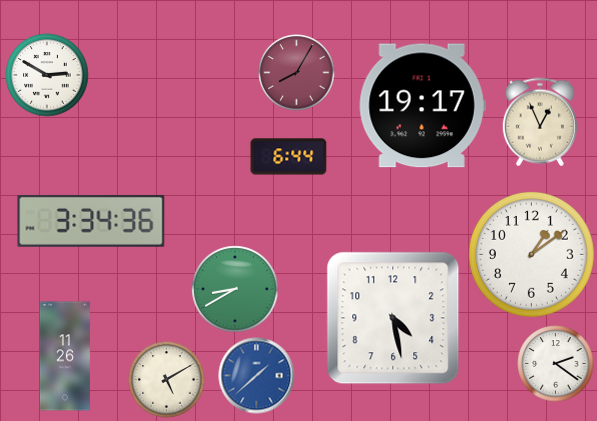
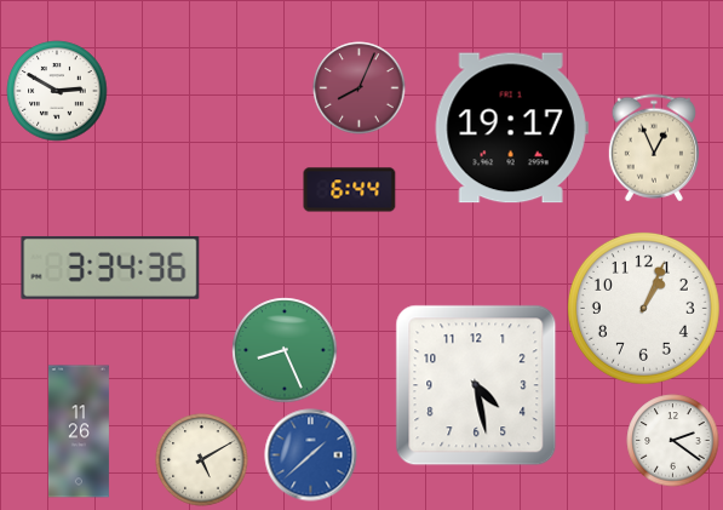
clock at (297, 73): 8:05 -> 8:04
clock at (531, 254): 1:09 -> 1:04
clock at (235, 289): 8:40 -> 8:26
